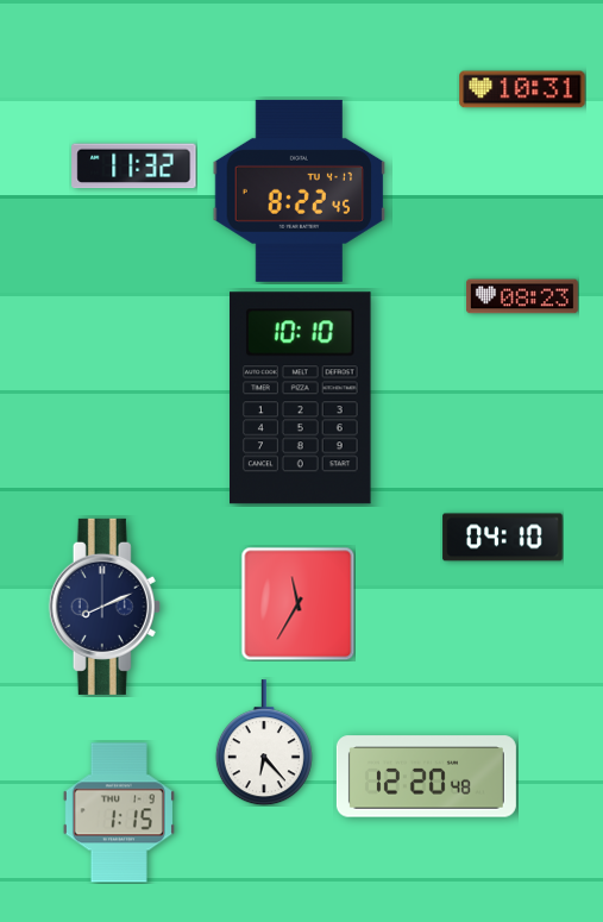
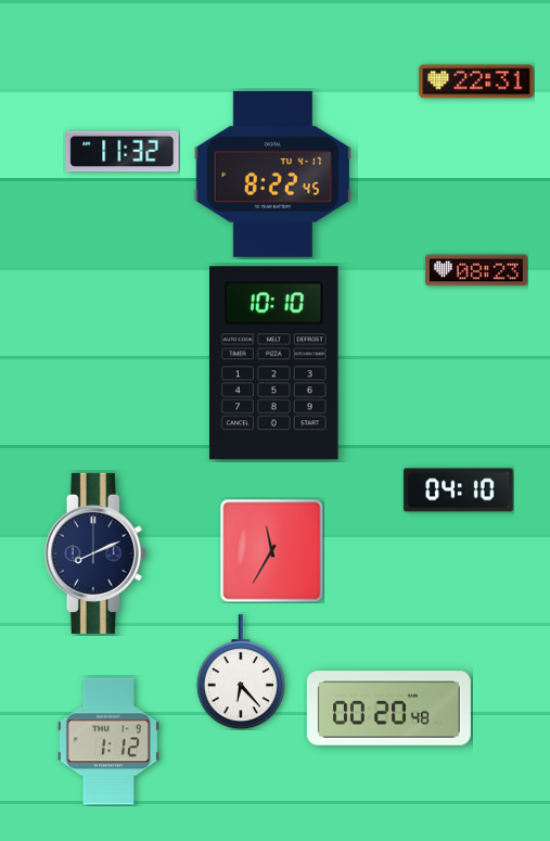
clock at (522, 89): 10:31 -> 22:31
clock at (264, 742) position: (264, 742) -> (241, 672)
clock at (426, 777): 12:20 -> 00:20
clock at (119, 813): 1:15 -> 1:12
